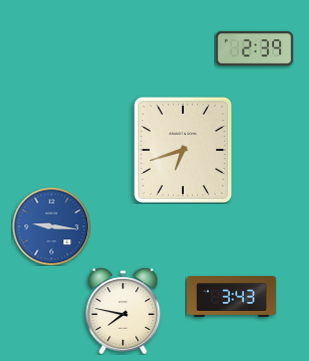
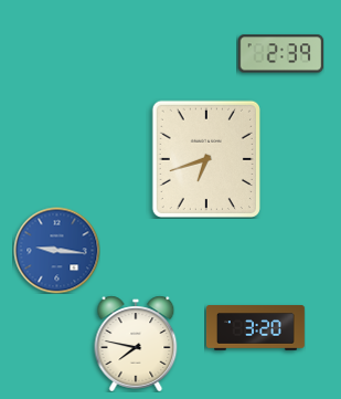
clock at (183, 149) position: (183, 149) -> (206, 158)
clock at (231, 297): 3:43 -> 3:20
